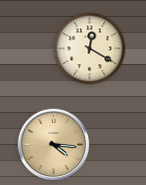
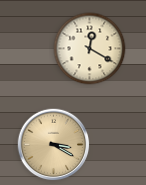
clock at (54, 145): 4:16 -> 3:20
